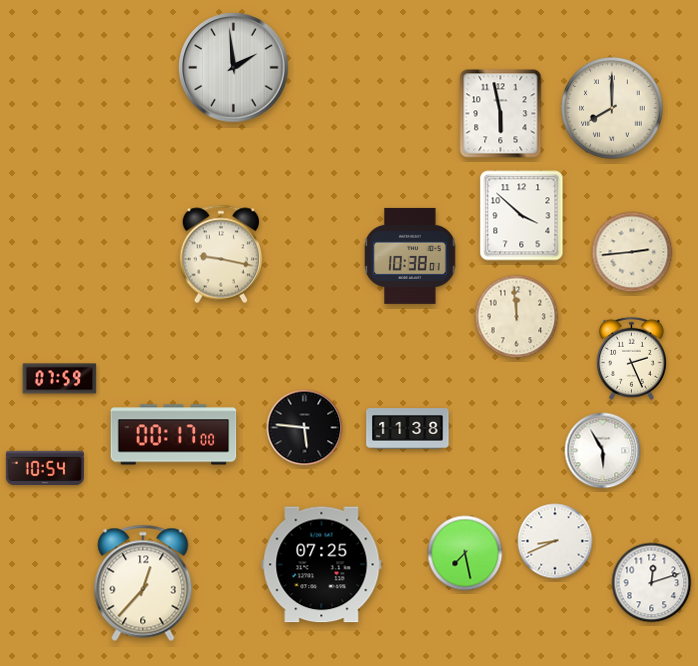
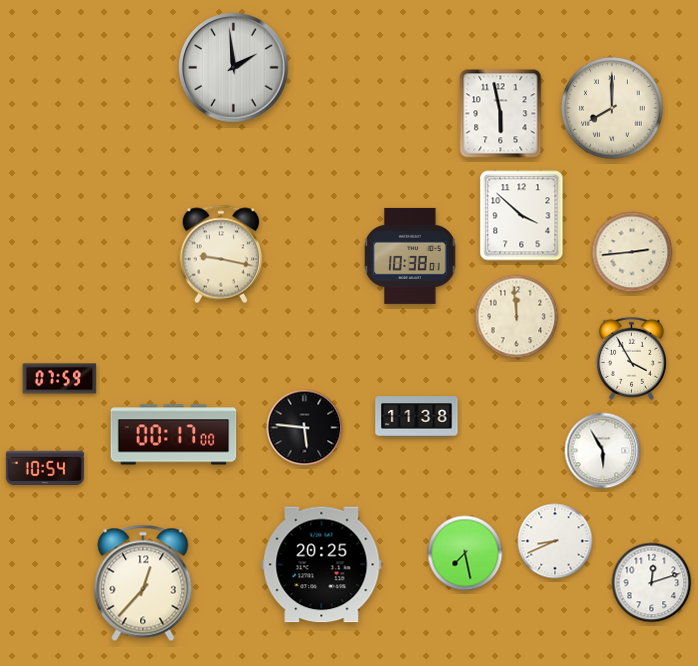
clock at (631, 358): 2:26 -> 3:55
clock at (408, 429) position: (408, 429) -> (417, 417)
clock at (322, 565): 07:25 -> 20:25
